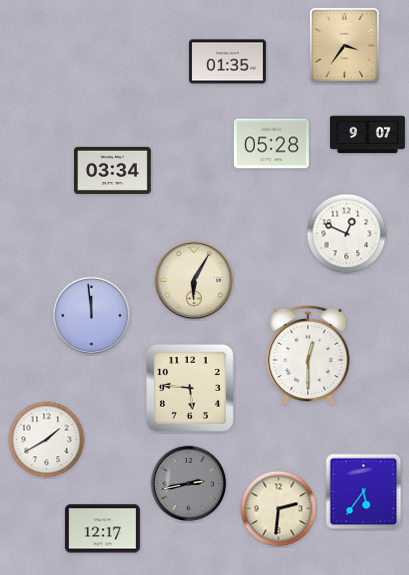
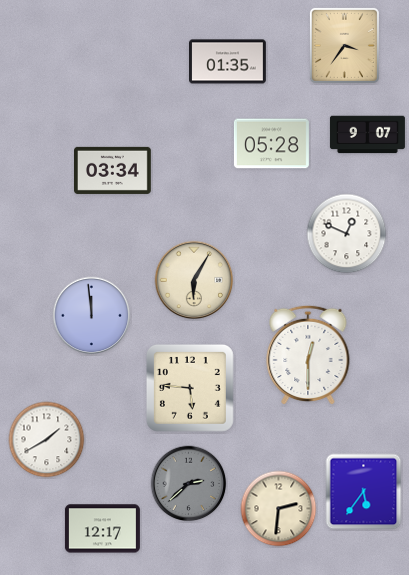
clock at (189, 484): 2:43 -> 2:38
